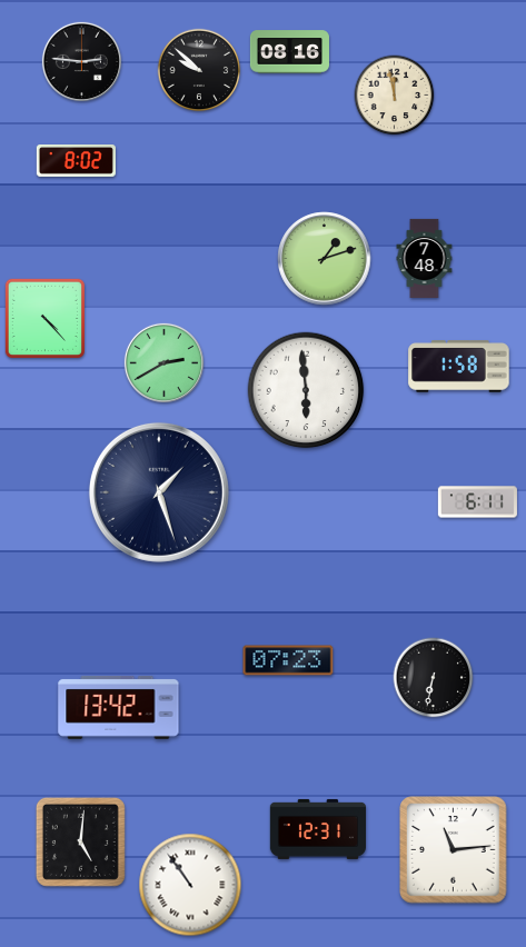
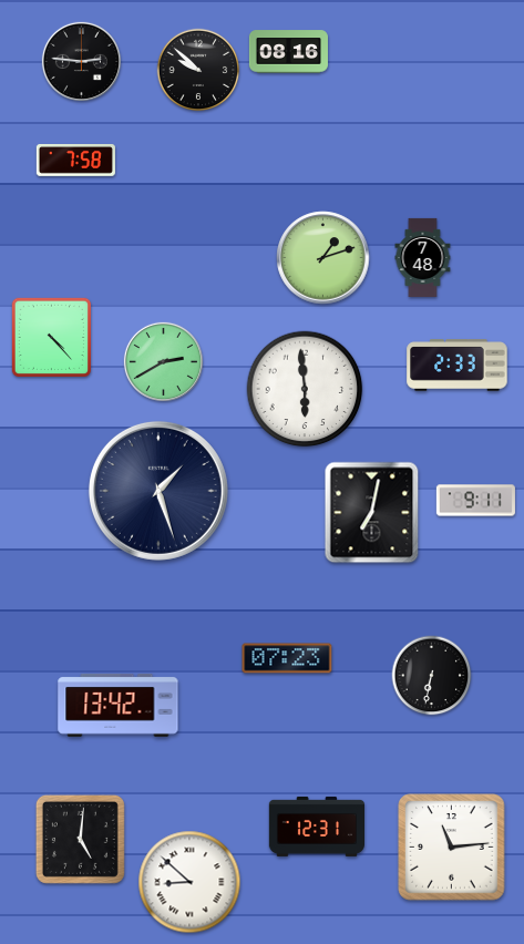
clock at (395, 96): 11:58 -> none
clock at (76, 161): 8:02 -> 7:58
clock at (44, 318) position: (44, 318) -> (51, 337)
clock at (459, 367): 1:58 -> 2:33
clock at (477, 502): 6:11 -> 9:11
clock at (372, 513): none -> 7:02
clock at (190, 885): 10:54 -> 8:52
